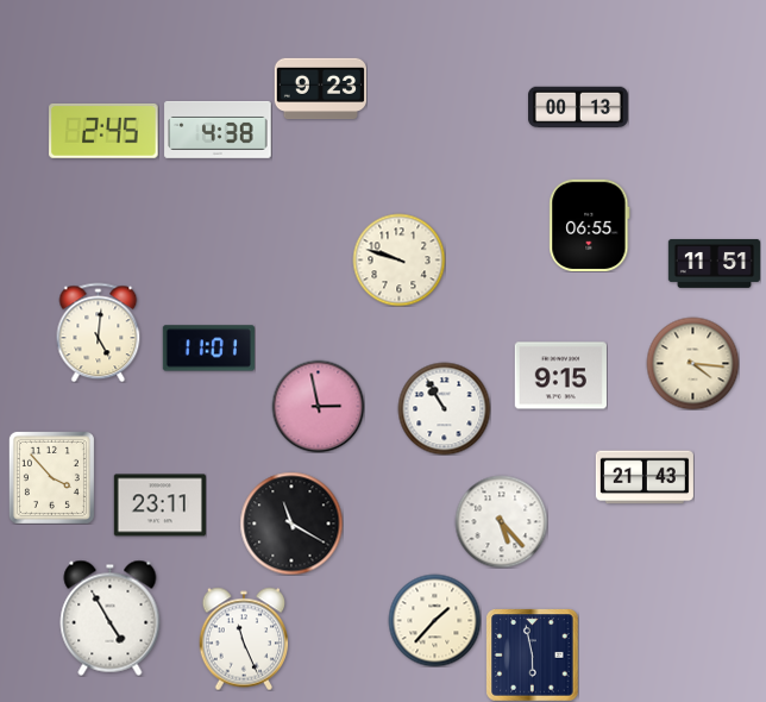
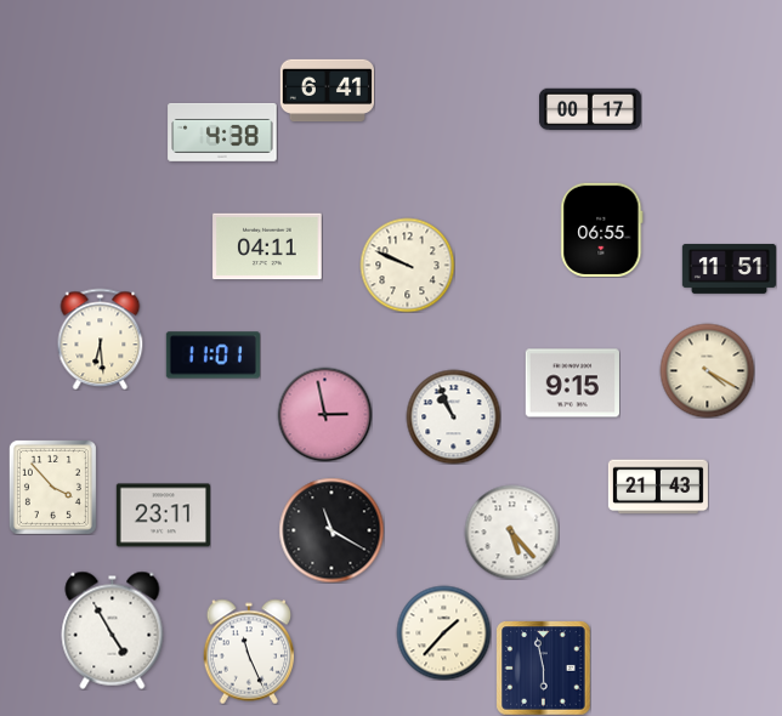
clock at (320, 89): 9:23 -> 6:41
clock at (578, 107): 00:13 -> 00:17
clock at (103, 131): 2:45 -> none
clock at (267, 246): none -> 04:11
clock at (398, 259): 9:48 -> 9:49
clock at (99, 332): 5:01 -> 6:29
clock at (692, 363): 4:16 -> 4:20
clock at (444, 408): 10:55 -> 10:56
clock at (291, 524) position: (291, 524) -> (331, 530)
